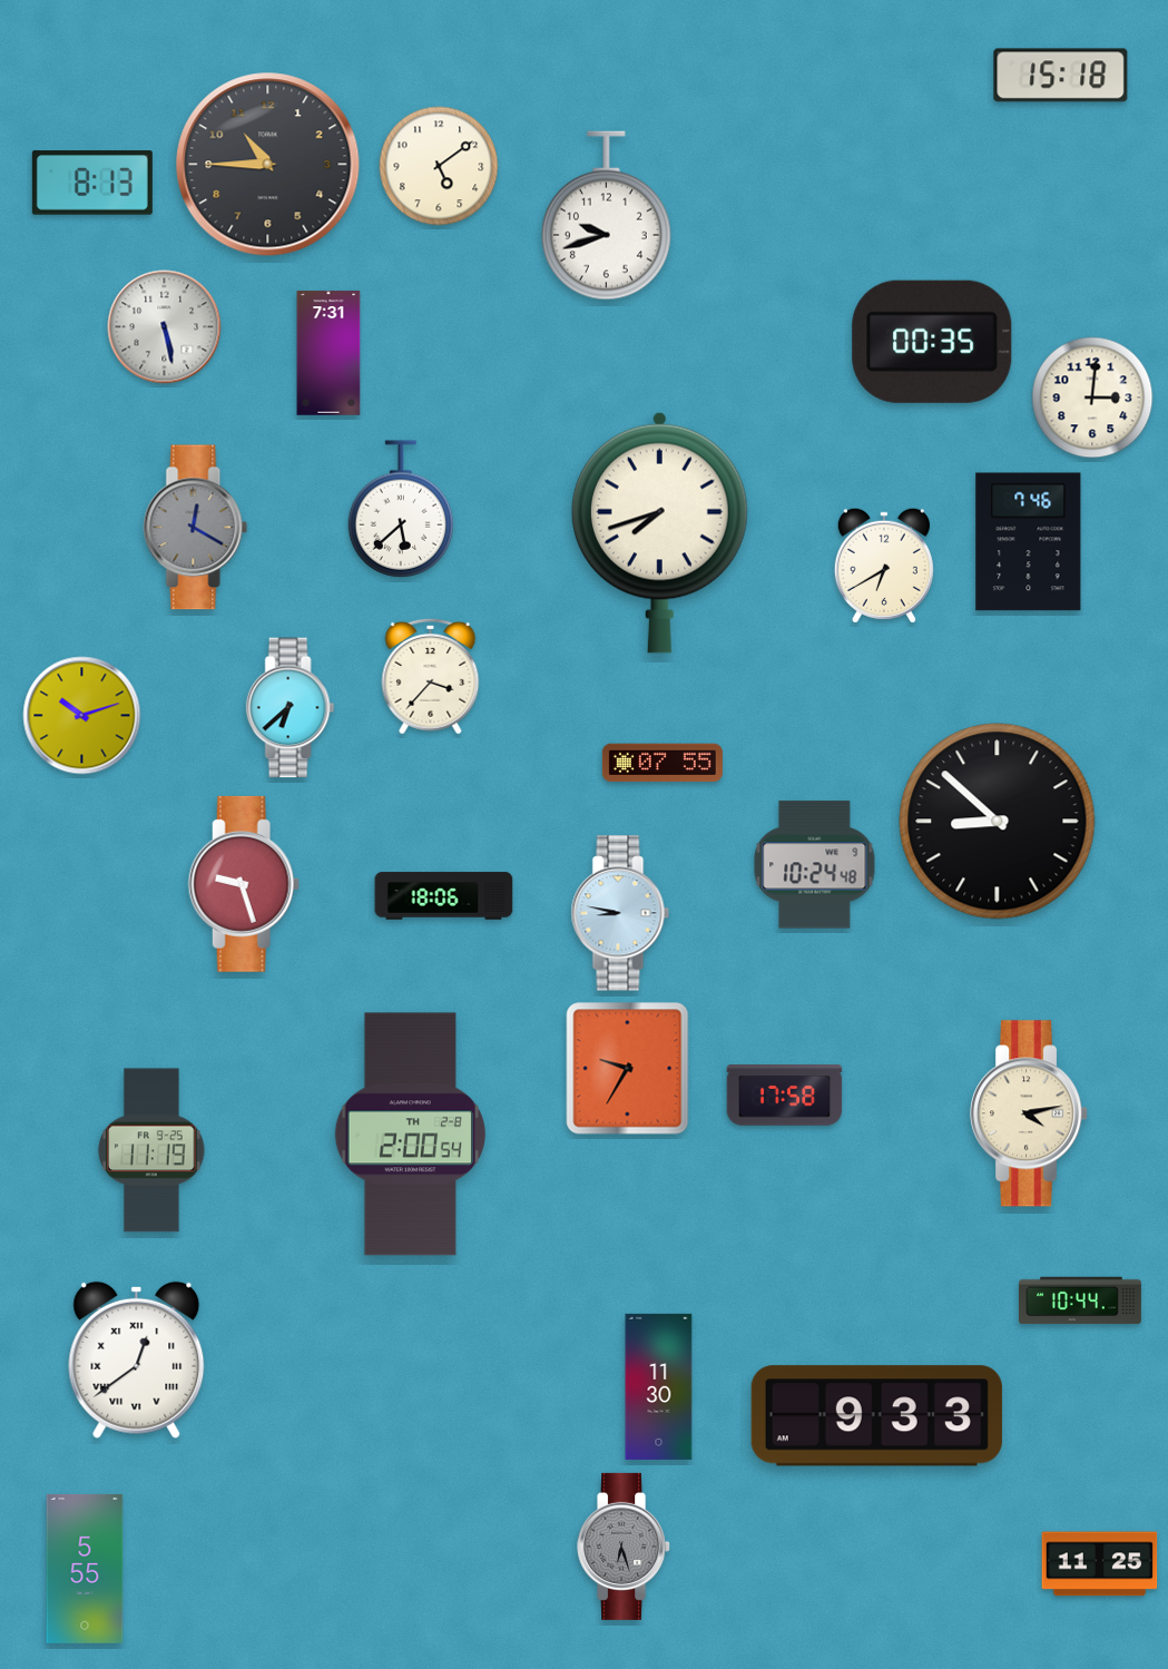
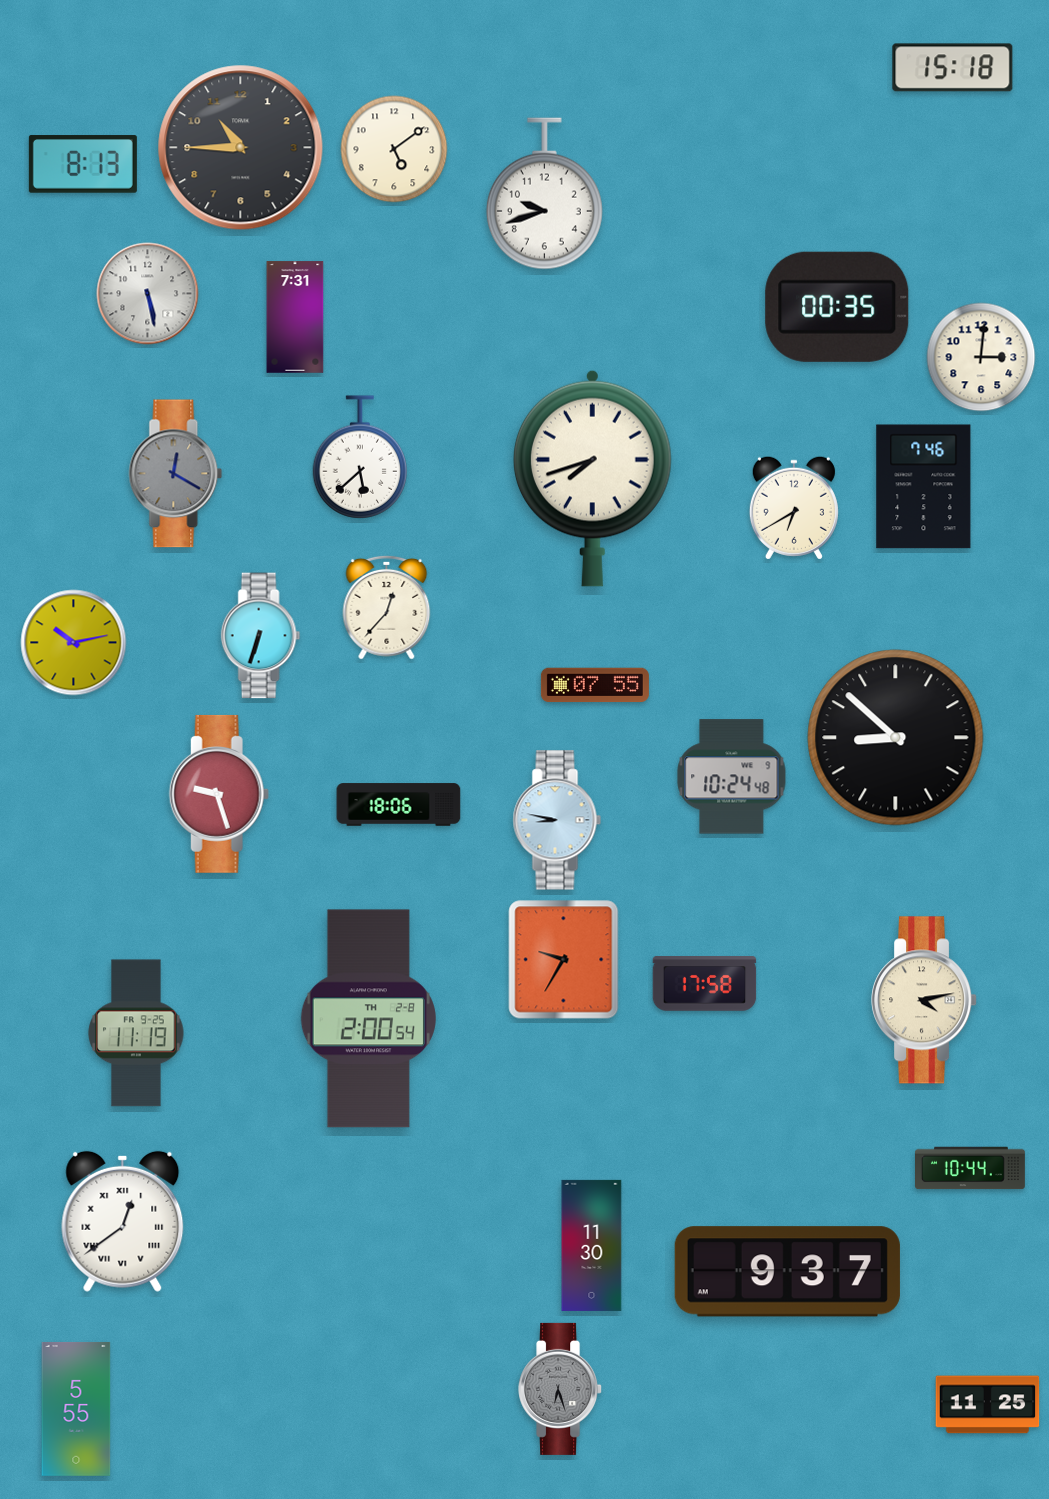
clock at (431, 676): 3:37 -> 12:37
clock at (291, 708): 6:38 -> 6:33
clock at (82, 716): 10:12 -> 10:13
clock at (876, 1416): 9:33 -> 9:37
